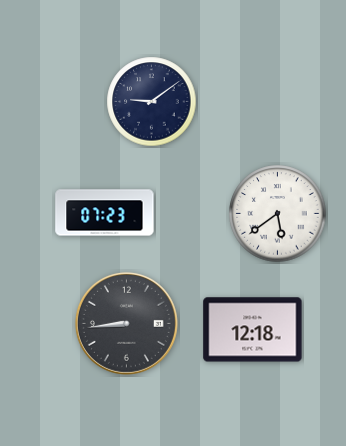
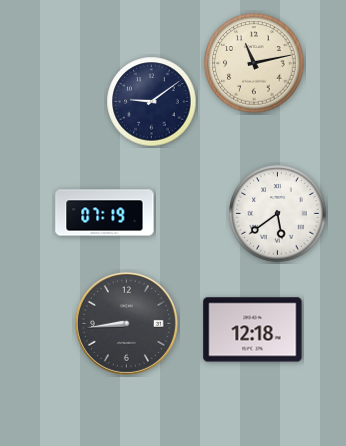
clock at (254, 63): none -> 11:13
clock at (105, 213): 07:23 -> 07:19
